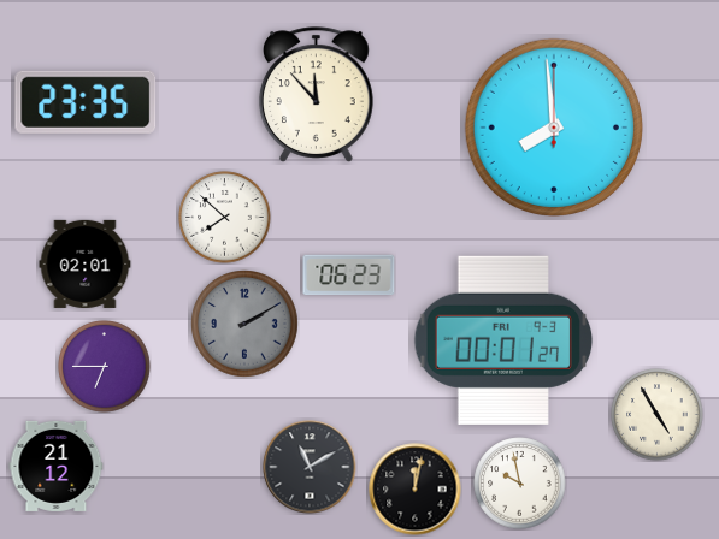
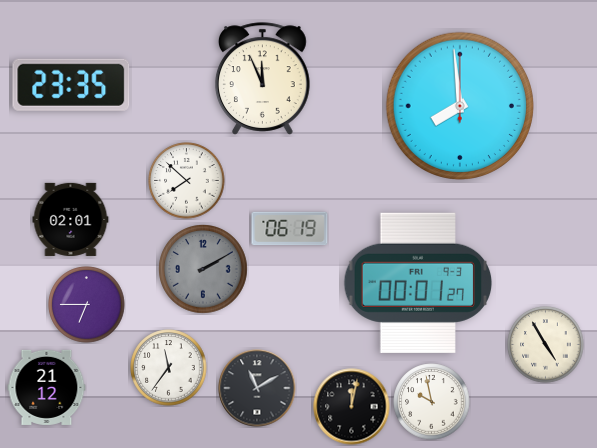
clock at (316, 95): 11:53 -> 11:56
clock at (349, 276): 06:23 -> 06:19
clock at (169, 368): none -> 11:36
clock at (416, 490) position: (416, 490) -> (352, 407)
